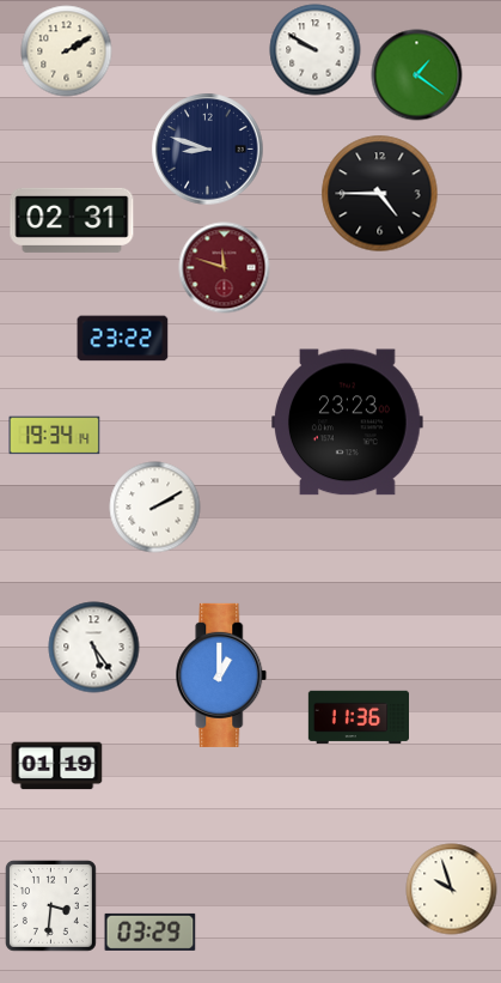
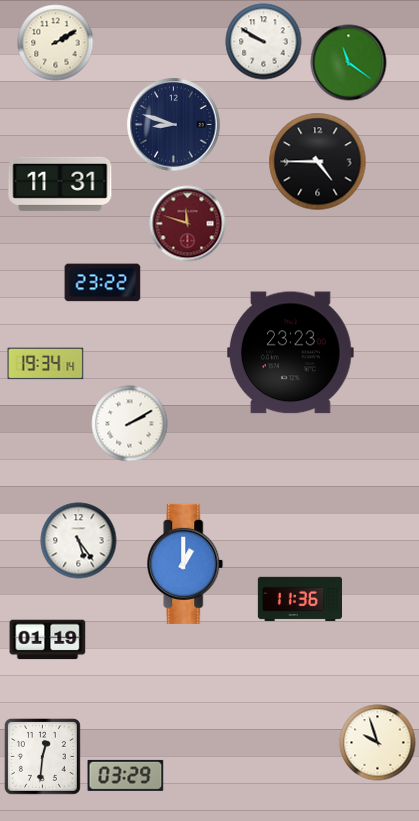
clock at (417, 75): 1:21 -> 11:21
clock at (72, 220): 02:31 -> 11:31
clock at (50, 905): 3:31 -> 12:31
clock at (151, 932) position: (151, 932) -> (126, 775)
